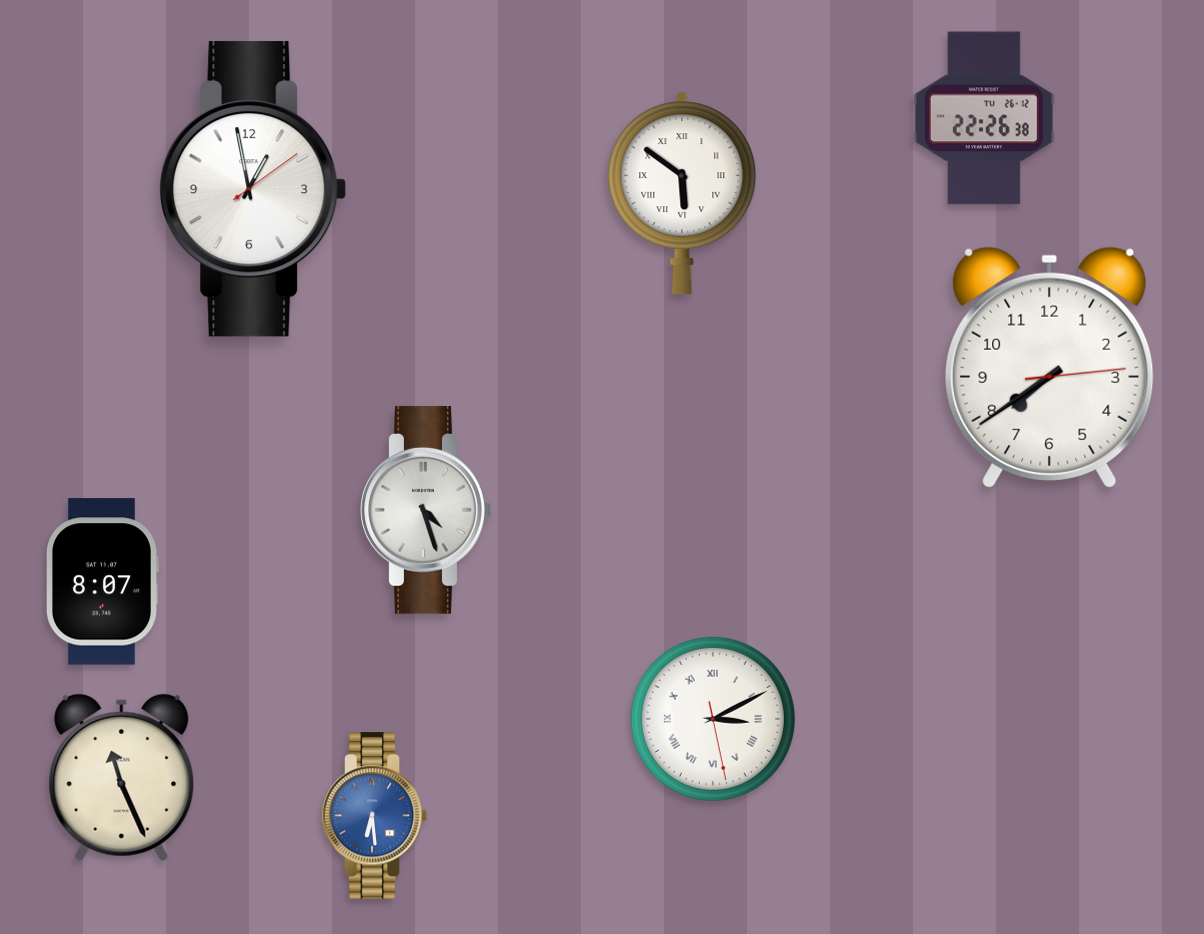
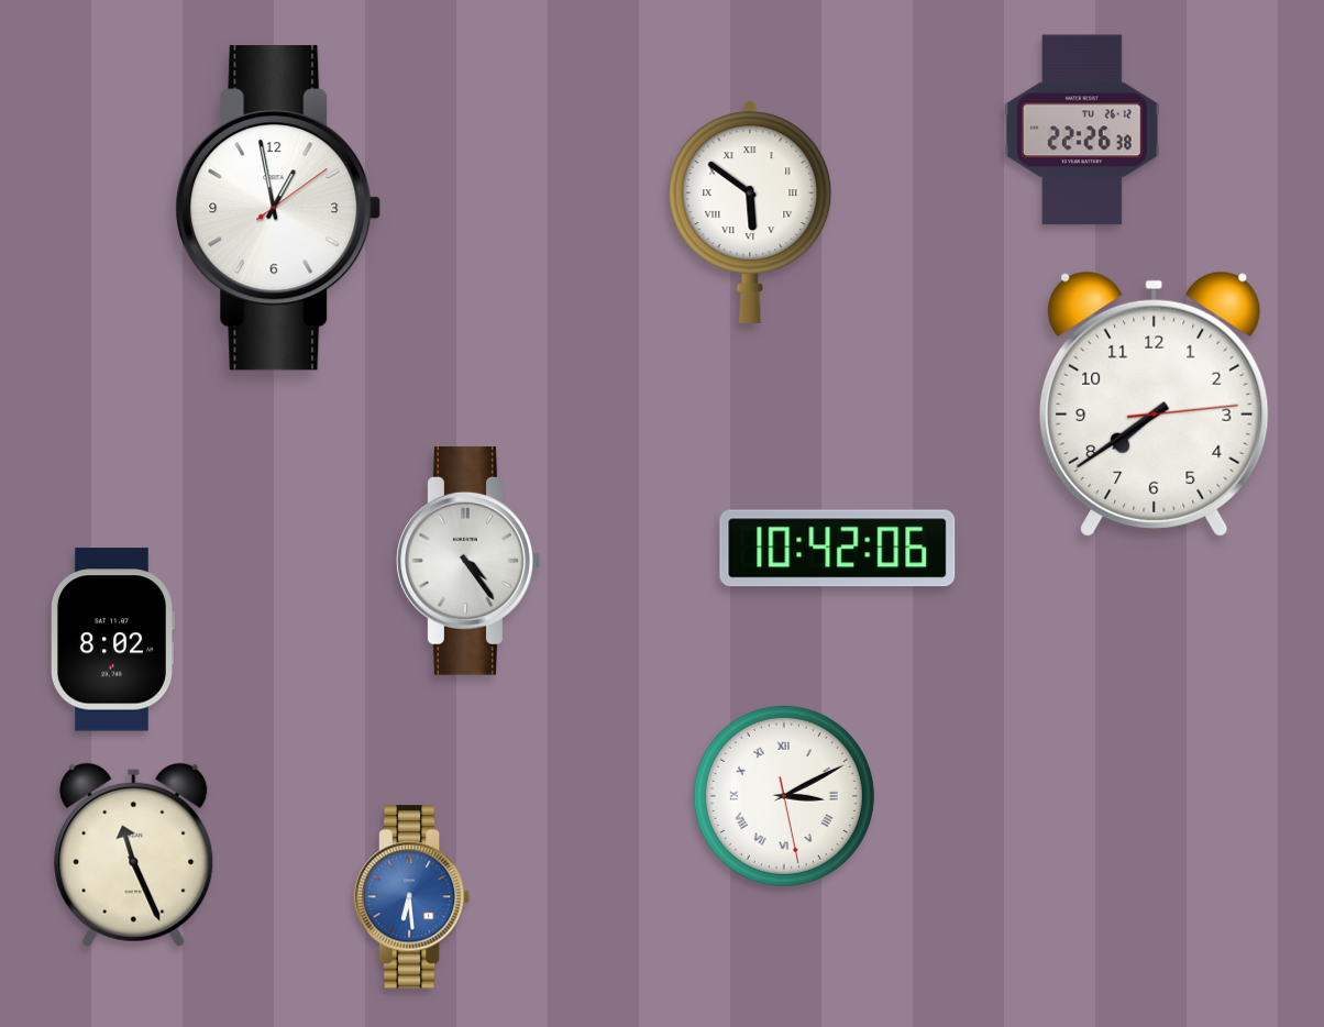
clock at (838, 549): none -> 10:42
clock at (426, 510): 4:27 -> 4:24
clock at (102, 582): 8:07 -> 8:02
clock at (713, 719) position: (713, 719) -> (784, 796)
